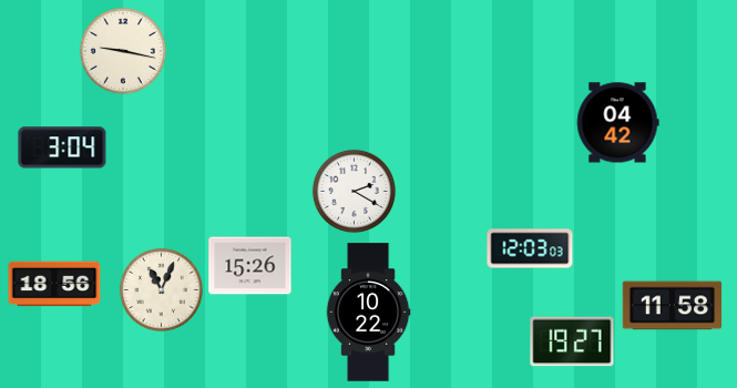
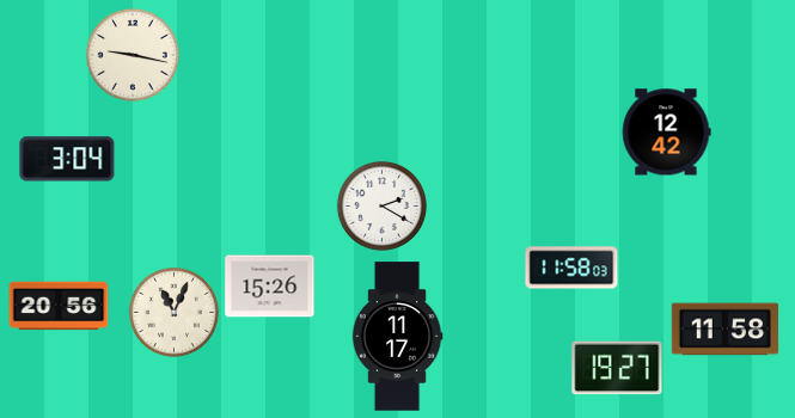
clock at (617, 123): 04:42 -> 12:42
clock at (530, 248): 12:03 -> 11:58
clock at (54, 284): 18:56 -> 20:56
clock at (368, 313): 10:22 -> 11:17
